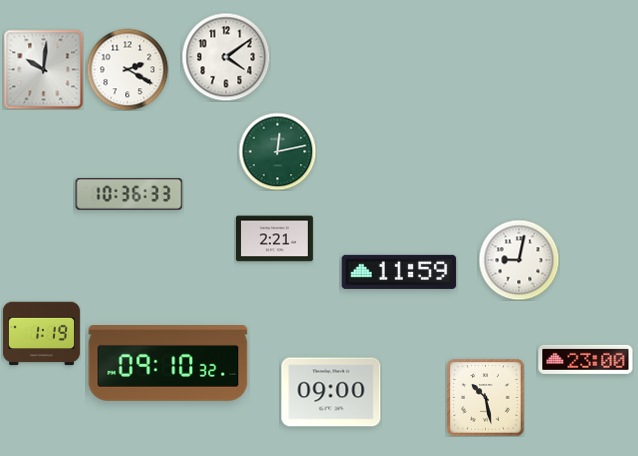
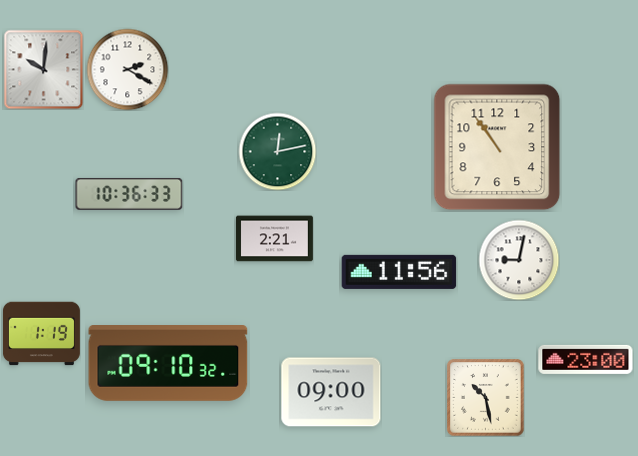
clock at (226, 57): 4:09 -> none
clock at (497, 147): none -> 10:54
clock at (399, 272): 11:59 -> 11:56
